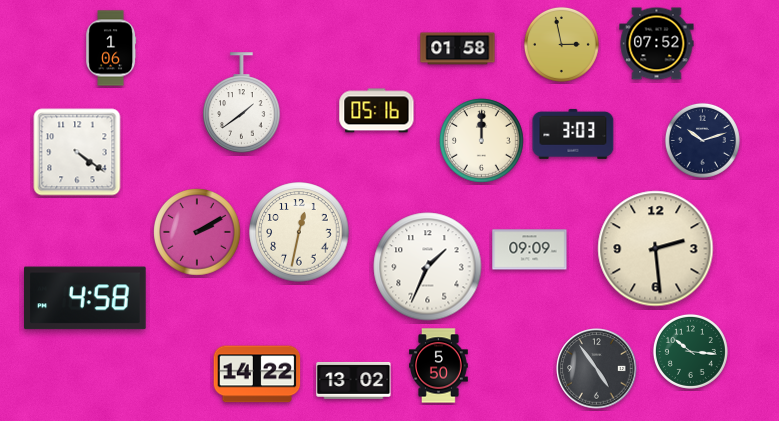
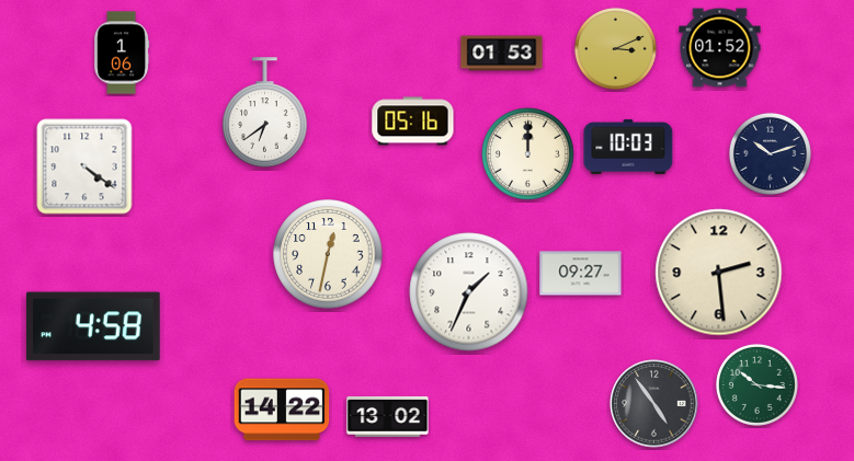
clock at (561, 44): 2:58 -> 3:11
clock at (657, 44): 07:52 -> 01:52
clock at (458, 49): 01:58 -> 01:53
clock at (242, 103): 1:39 -> 6:39
clock at (573, 134): 3:03 -> 10:03
clock at (197, 232): 2:10 -> none
clock at (530, 250): 09:09 -> 09:27
clock at (439, 366): 5:50 -> none
